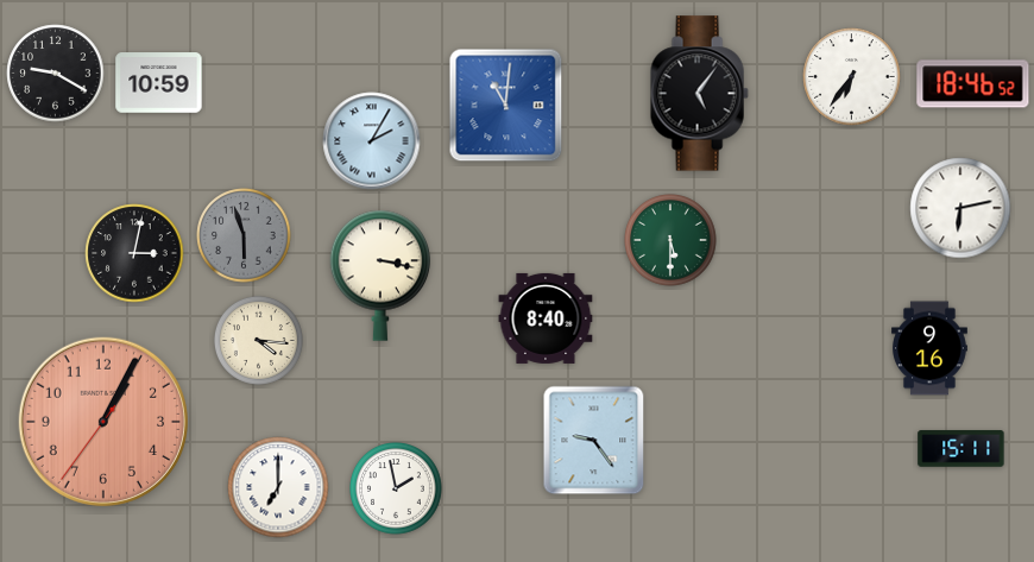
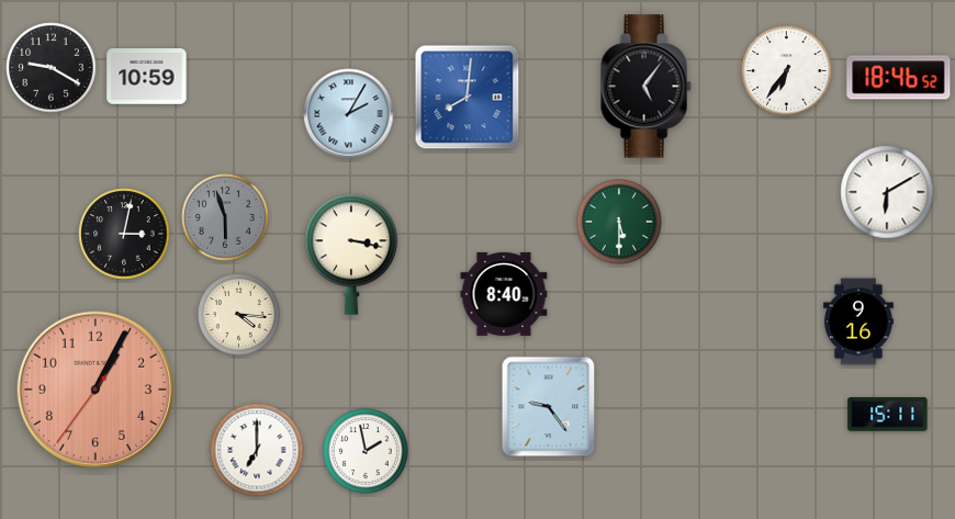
clock at (506, 106): 11:01 -> 8:01
clock at (372, 141) position: (372, 141) -> (349, 114)
clock at (960, 208): 6:13 -> 6:10
